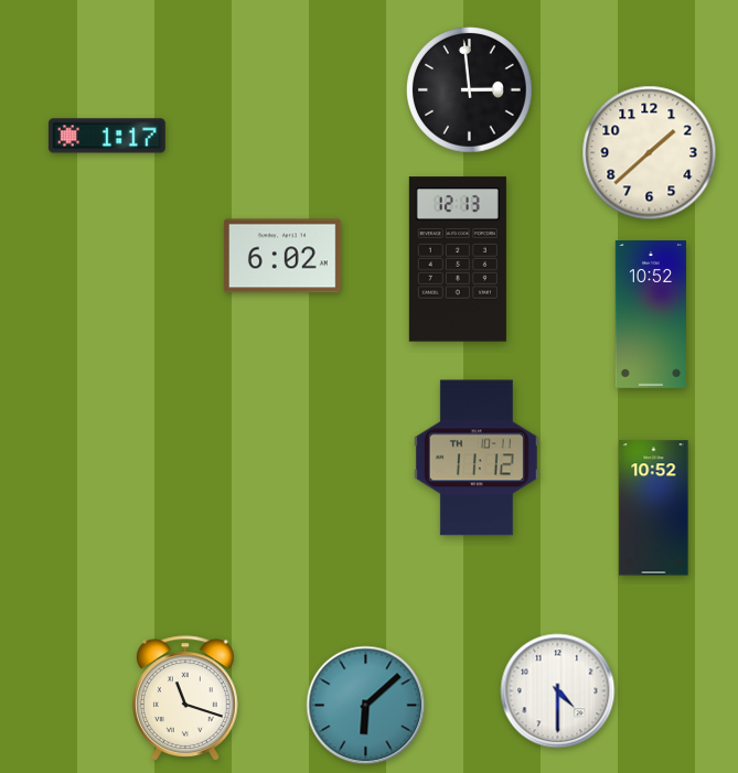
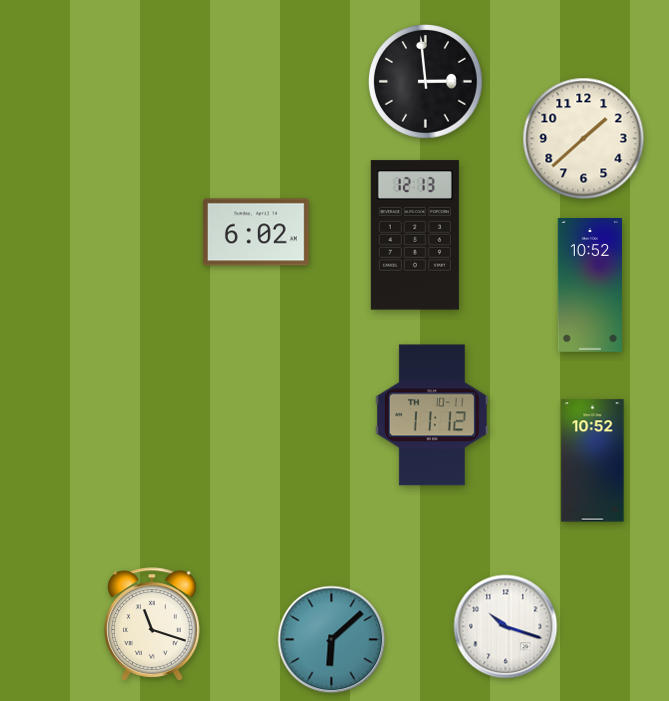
clock at (107, 136): 1:17 -> none
clock at (650, 153) position: (650, 153) -> (584, 139)
clock at (558, 691): 4:30 -> 10:18
clock at (185, 698) position: (185, 698) -> (152, 624)
